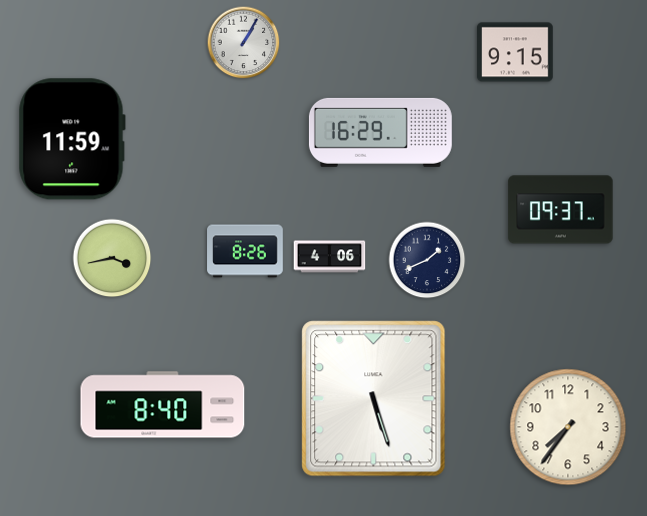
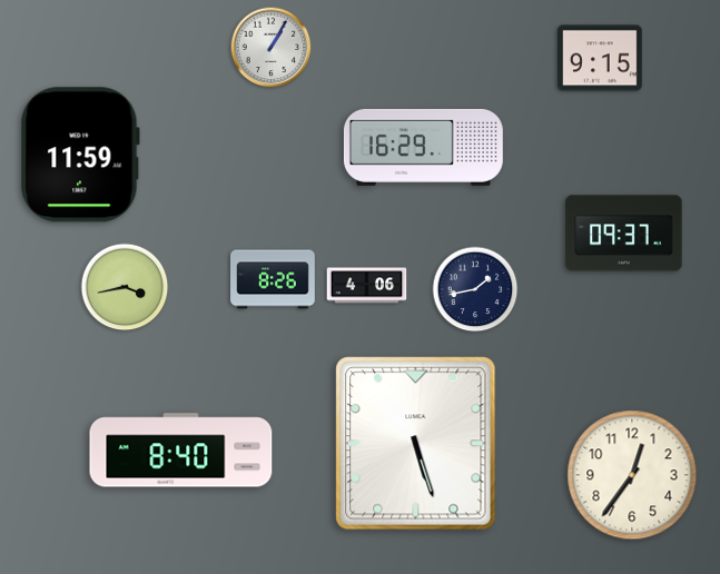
clock at (516, 52) position: (516, 52) -> (601, 58)
clock at (427, 260): 1:41 -> 1:43
clock at (568, 427): 7:36 -> 12:36
